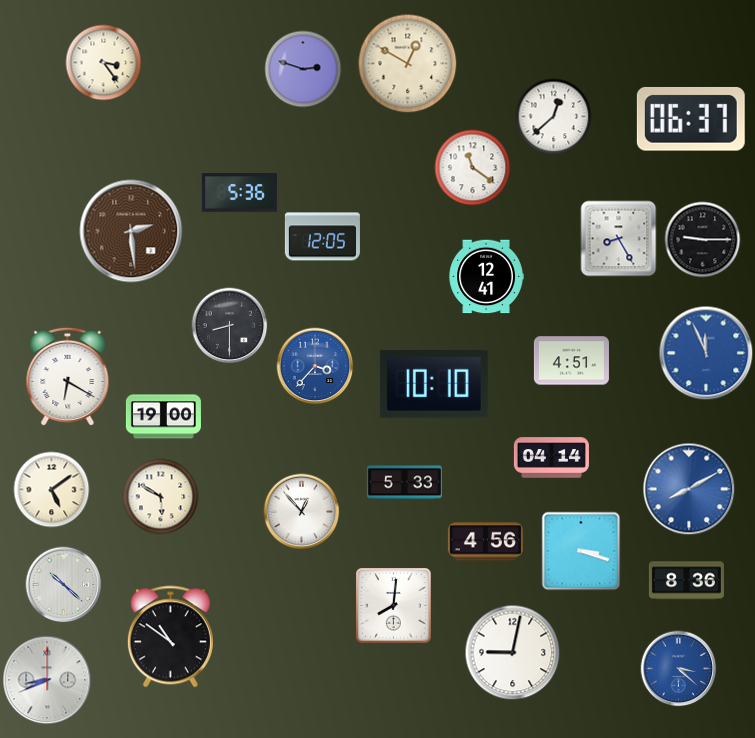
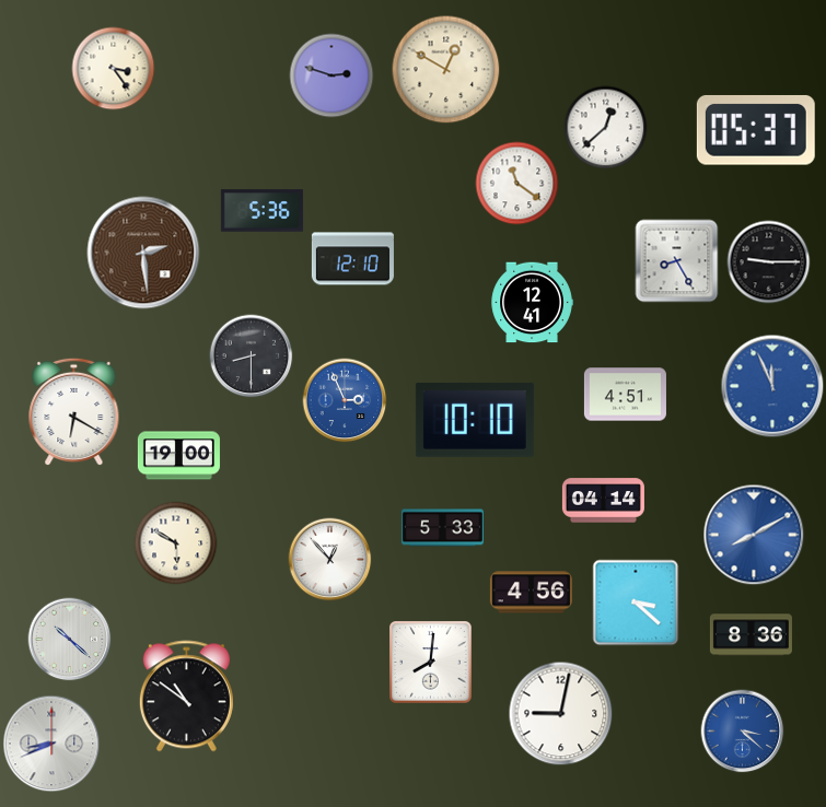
clock at (691, 119): 06:37 -> 05:37
clock at (322, 237): 12:05 -> 12:10
clock at (315, 366): 3:37 -> 2:56
clock at (52, 490): 5:09 -> none
clock at (581, 551): 3:18 -> 3:22
